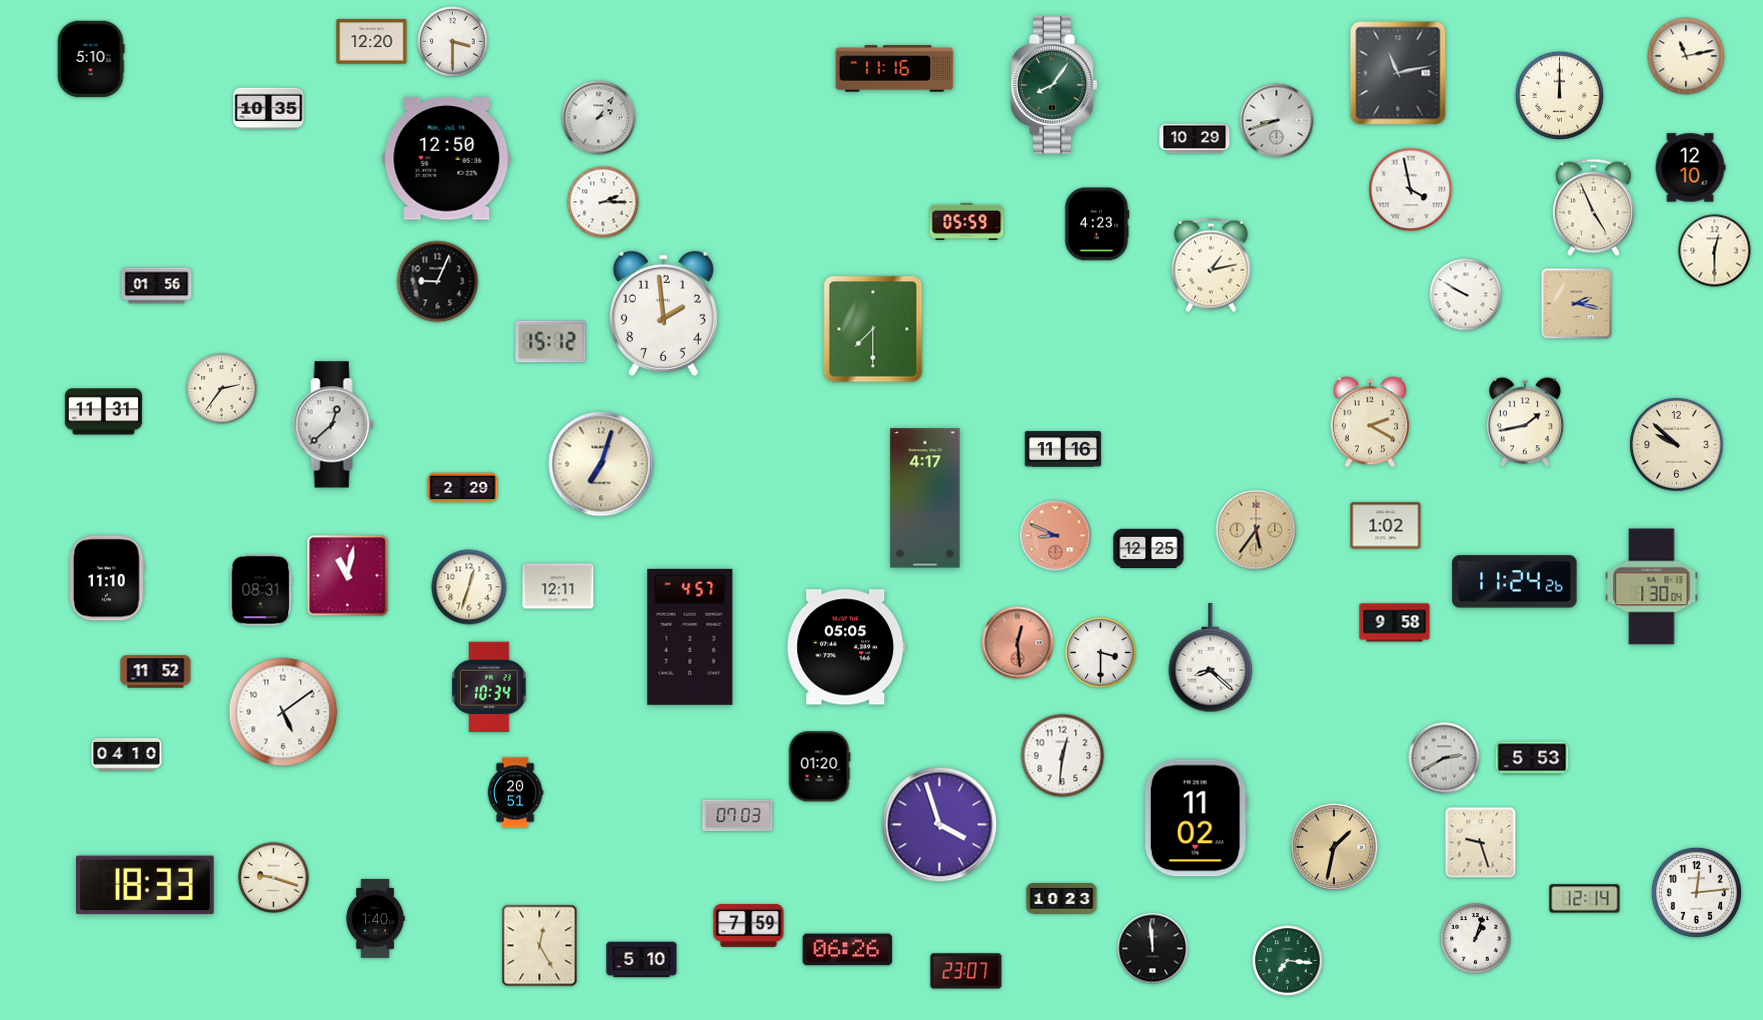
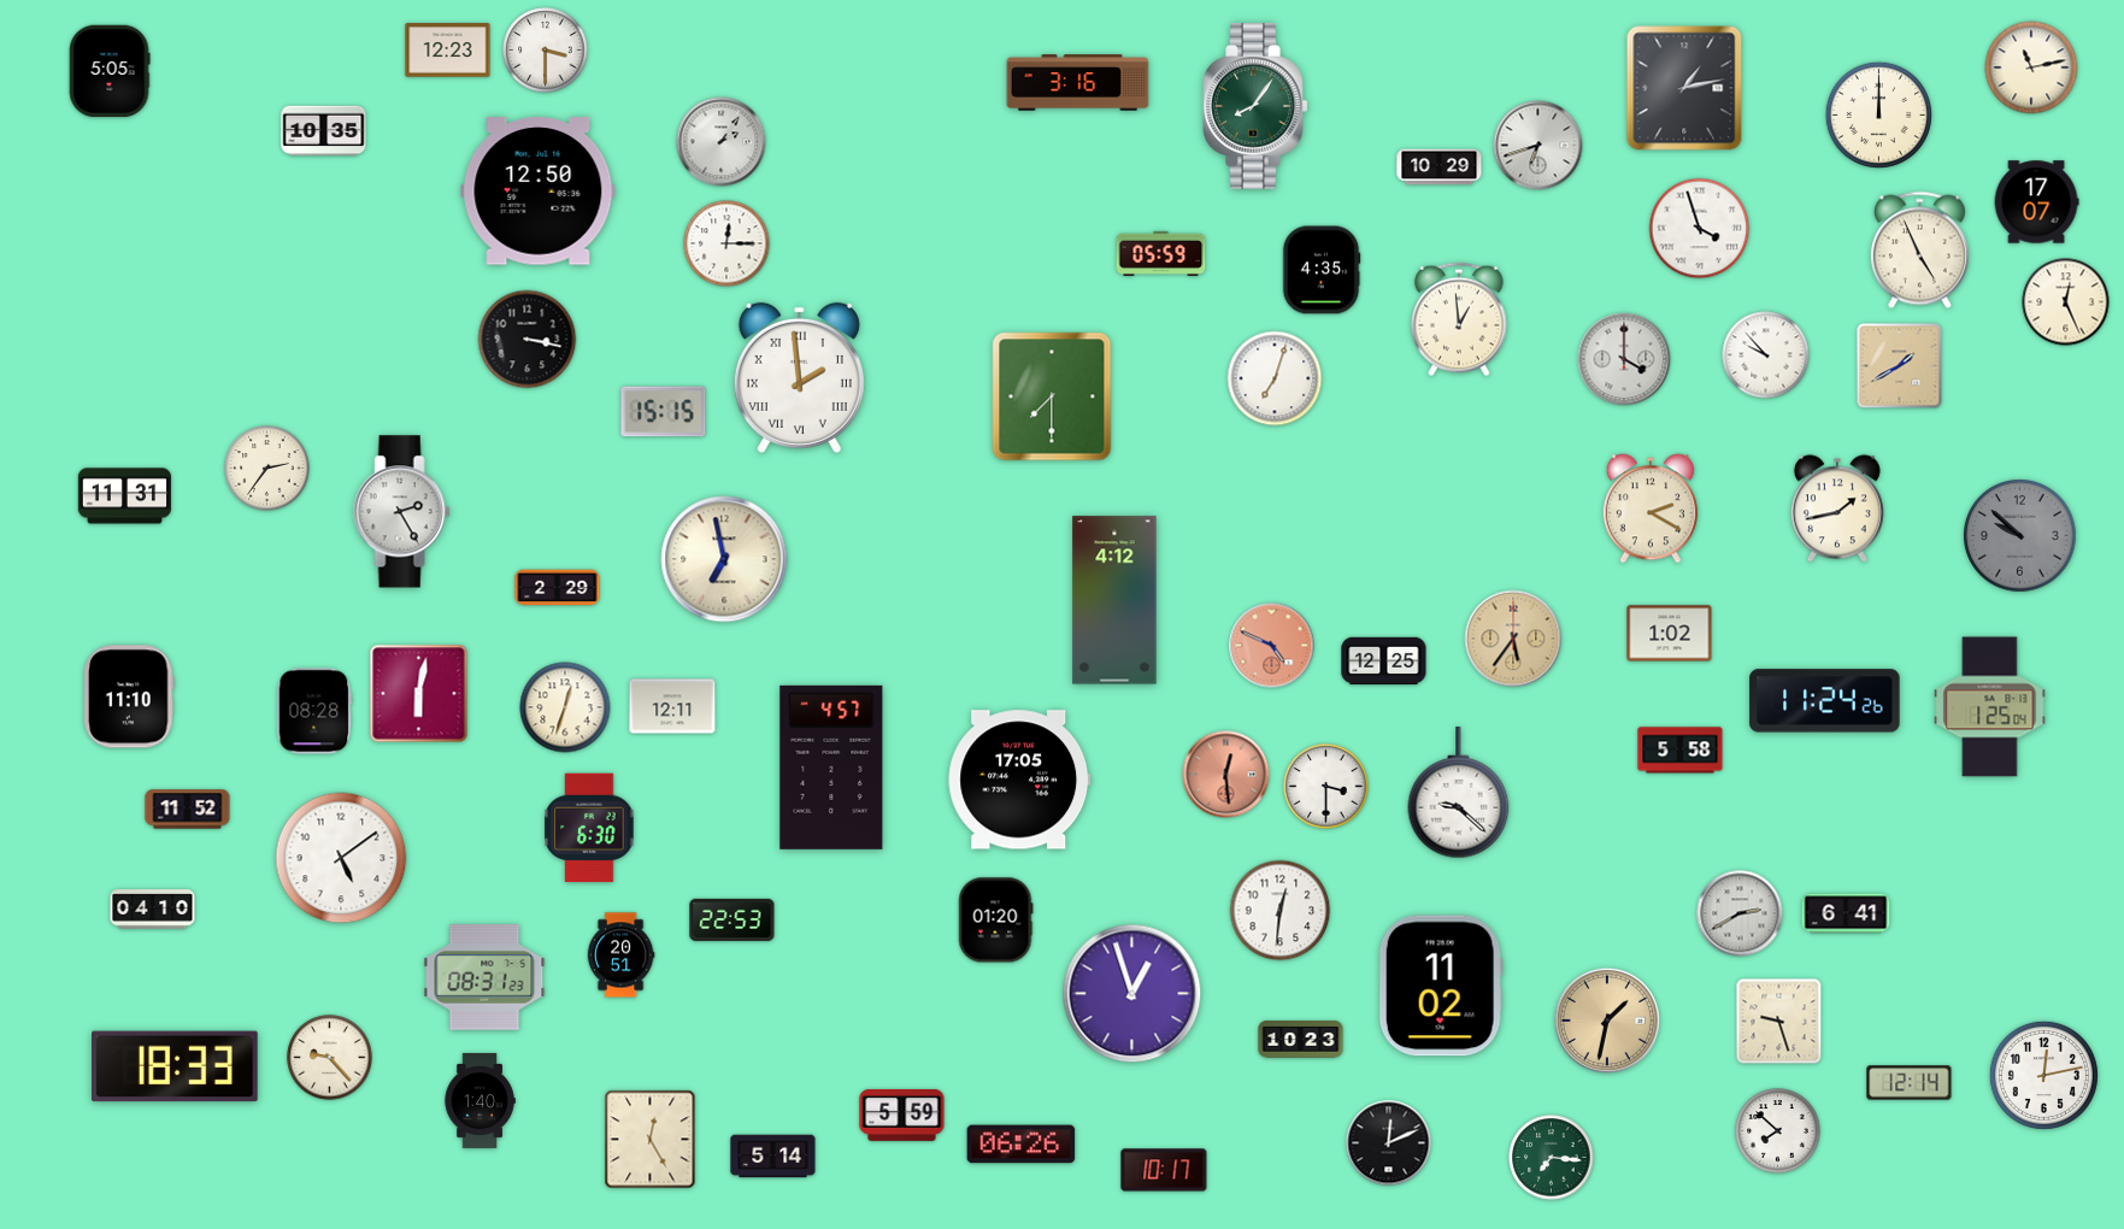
clock at (372, 42): 12:20 -> 12:23
clock at (91, 59): 5:10 -> 5:05
clock at (895, 69): 11:16 -> 3:16
clock at (1398, 73): 11:13 -> 1:13
clock at (1054, 85) position: (1054, 85) -> (1255, 106)
clock at (1277, 121): 8:42 -> 6:42
clock at (1690, 168): 12:10 -> 17:07
clock at (1411, 190): 3:58 -> 3:57
clock at (603, 202): 2:15 -> 12:15
clock at (967, 221) position: (967, 221) -> (1161, 253)
clock at (1097, 224): 4:23 -> 4:35
clock at (1715, 251): 12:30 -> 12:26
clock at (1211, 265): 1:13 -> 12:59
clock at (438, 282): 9:04 -> 3:17
clock at (157, 286): 01:56 -> none
clock at (1466, 295): 9:50 -> 9:53
clock at (1624, 359): none -> 4:00
clock at (1577, 304): 2:17 -> 1:40
clock at (663, 313) numerals: Arabic -> Roman
clock at (1275, 378): none -> 7:03
clock at (551, 342): 15:12 -> 15:15
clock at (334, 425): 12:38 -> 2:25
clock at (1677, 445) dial: cream -> grey
clock at (1063, 449): 11:16 -> none
clock at (601, 464): 7:03 -> 6:58
clock at (925, 498): 4:17 -> 4:12
clock at (1056, 536): 8:49 -> 4:49
clock at (348, 576): 11:02 -> 6:02
clock at (1652, 587): 1:30 -> 1:25
clock at (261, 590): 08:31 -> 08:28
clock at (1395, 623): 9:58 -> 5:58
clock at (846, 647): 05:05 -> 17:05
clock at (1211, 658): 8:22 -> 9:22
clock at (489, 687): 10:34 -> 6:30
clock at (1532, 758): 5:53 -> 6:41
clock at (732, 919): none -> 22:53
clock at (819, 767) position: (819, 767) -> (995, 921)
clock at (484, 977): none -> 08:31
clock at (738, 816): 07:03 -> none
clock at (940, 825): 3:57 -> 12:57
clock at (1481, 843) position: (1481, 843) -> (1779, 1022)
clock at (274, 878): 9:18 -> 9:23
clock at (1696, 892): 12:14 -> 12:13
clock at (1062, 899) position: (1062, 899) -> (1301, 1040)
clock at (375, 918) position: (375, 918) -> (479, 1100)
clock at (749, 925): 7:59 -> 5:59
clock at (1476, 939): 1:03 -> 7:52
clock at (1153, 949): 11:59 -> 12:11
clock at (642, 960): 5:10 -> 5:14
clock at (966, 971): 23:07 -> 10:17
